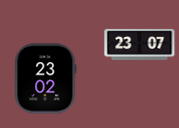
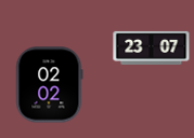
clock at (46, 79): 23:02 -> 02:02
